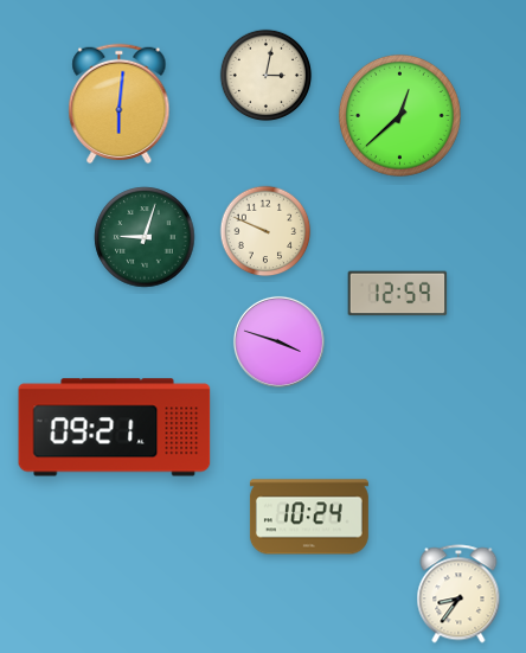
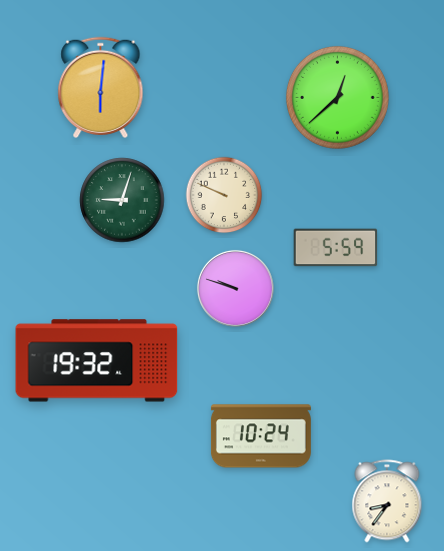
clock at (267, 76): 3:02 -> none
clock at (398, 294): 12:59 -> 5:59
clock at (278, 341): 3:48 -> 9:48
clock at (115, 428): 09:21 -> 19:32
